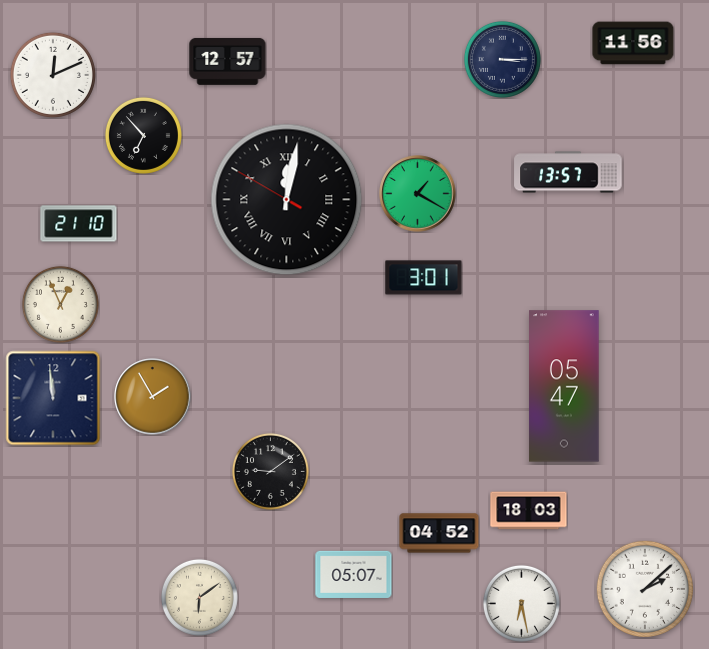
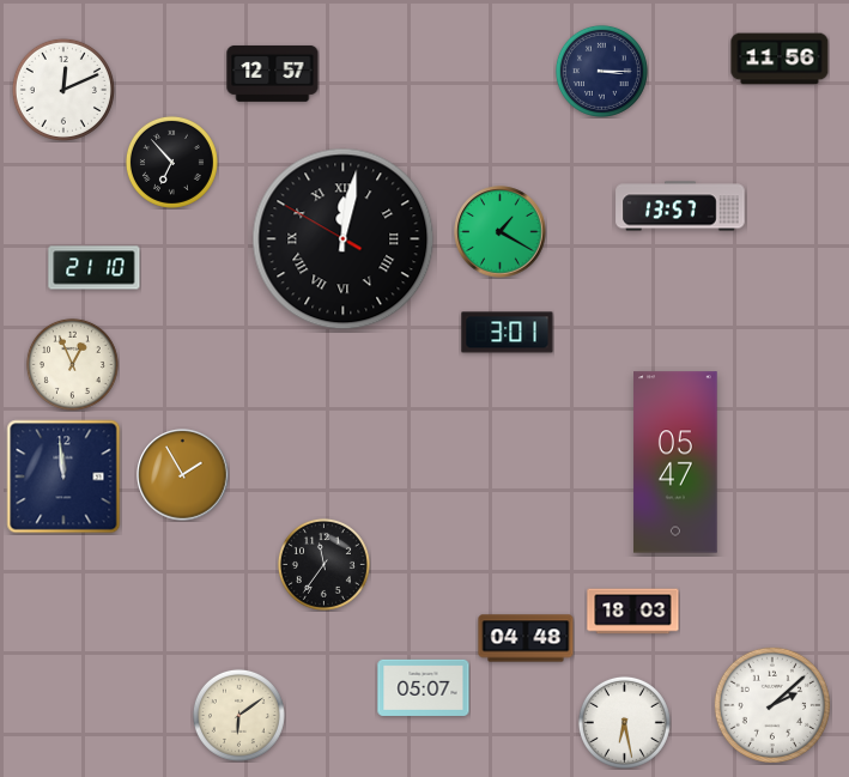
clock at (633, 43) position: (633, 43) -> (780, 59)
clock at (270, 471): 9:09 -> 11:36
clock at (439, 533): 04:52 -> 04:48
